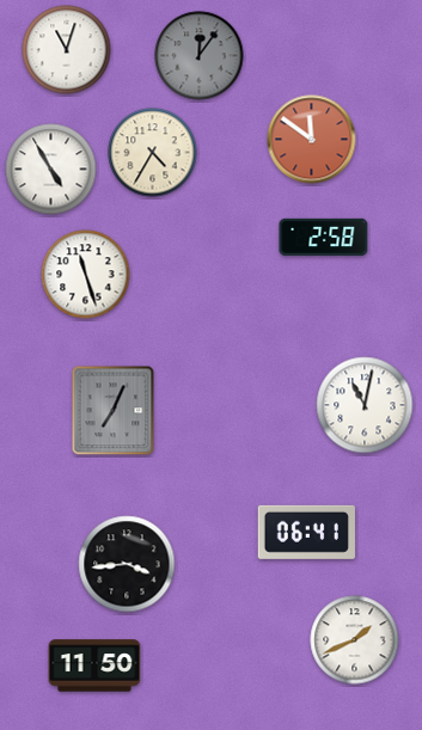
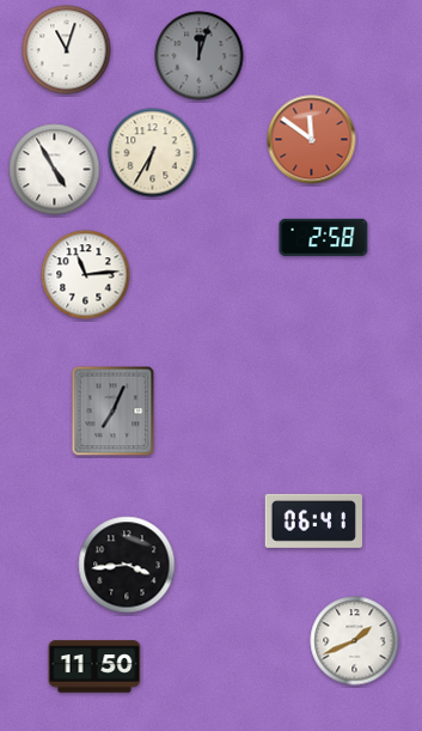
clock at (200, 56): 12:06 -> 12:03
clock at (153, 153): 4:35 -> 6:35
clock at (51, 170) position: (51, 170) -> (55, 170)
clock at (86, 275): 11:27 -> 11:14
clock at (365, 405): 11:02 -> none
clock at (306, 532) position: (306, 532) -> (313, 520)
